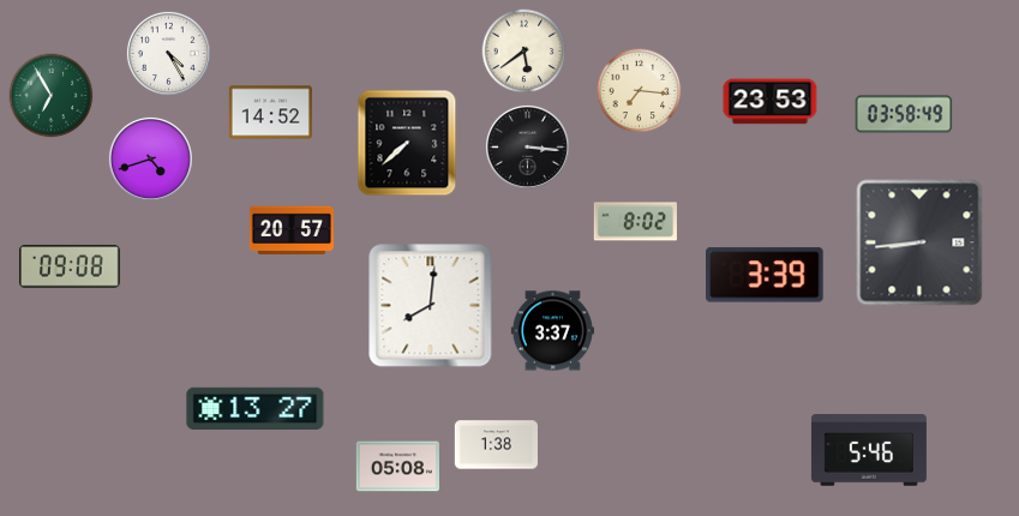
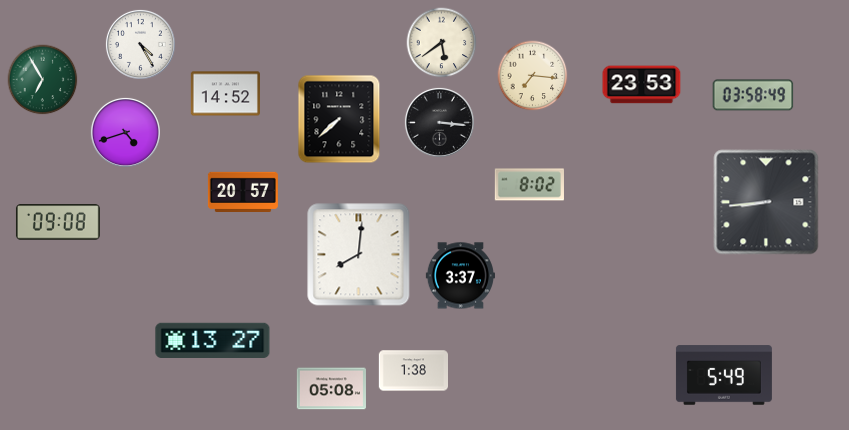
clock at (525, 52) position: (525, 52) -> (442, 43)
clock at (766, 275): 3:39 -> none
clock at (869, 450): 5:46 -> 5:49
